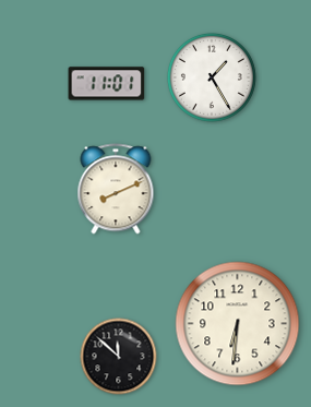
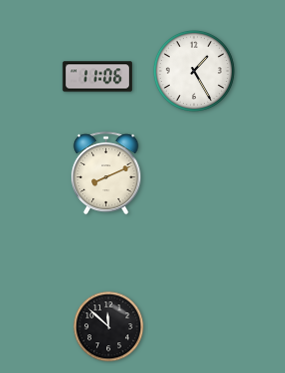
clock at (107, 84): 11:01 -> 11:06
clock at (238, 324): 6:31 -> none
